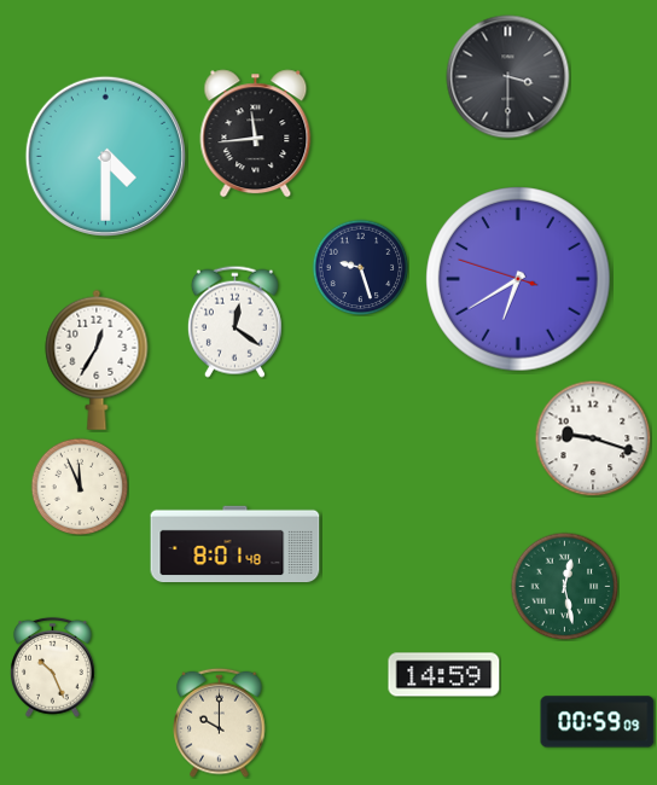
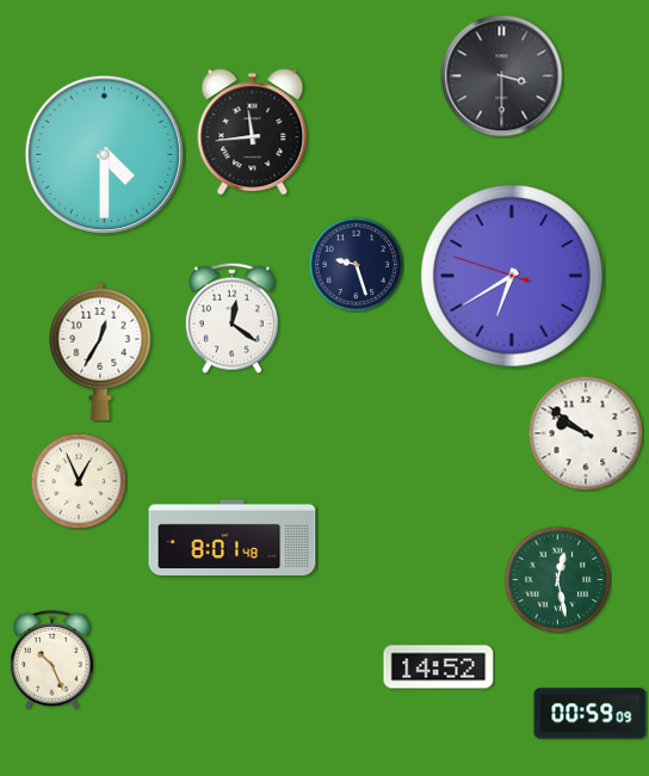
clock at (97, 360) position: (97, 360) -> (100, 351)
clock at (593, 438): 9:18 -> 9:51
clock at (80, 487): 11:56 -> 12:56
clock at (444, 675): 14:59 -> 14:52
clock at (220, 722): 10:00 -> none
